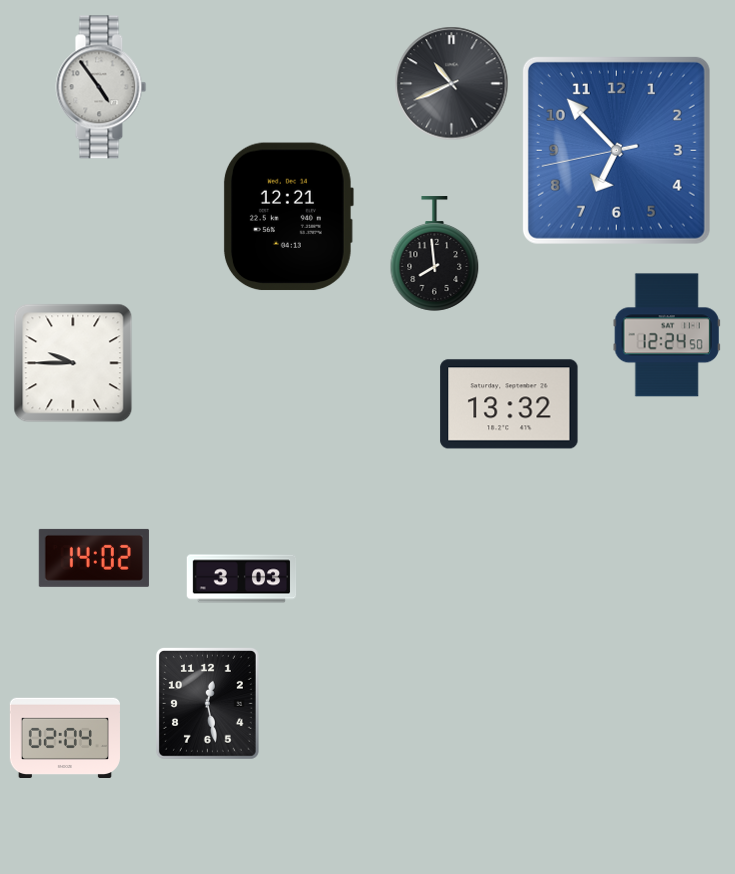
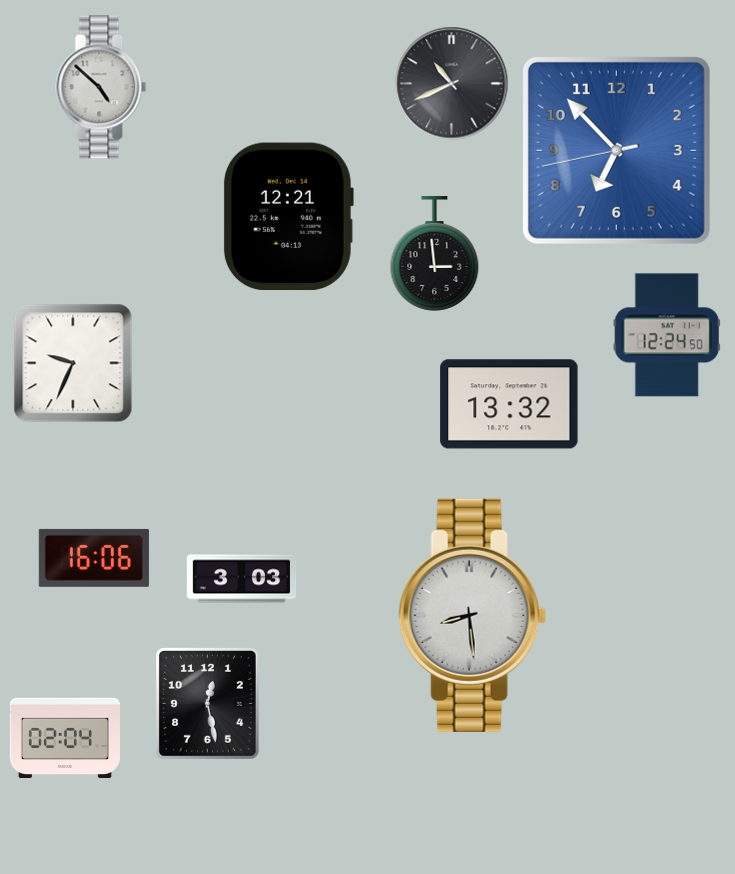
clock at (101, 87): 4:54 -> 4:52
clock at (435, 254): 7:59 -> 2:59
clock at (73, 363): 9:45 -> 9:34
clock at (94, 558): 14:02 -> 16:06
clock at (472, 615): none -> 8:29
